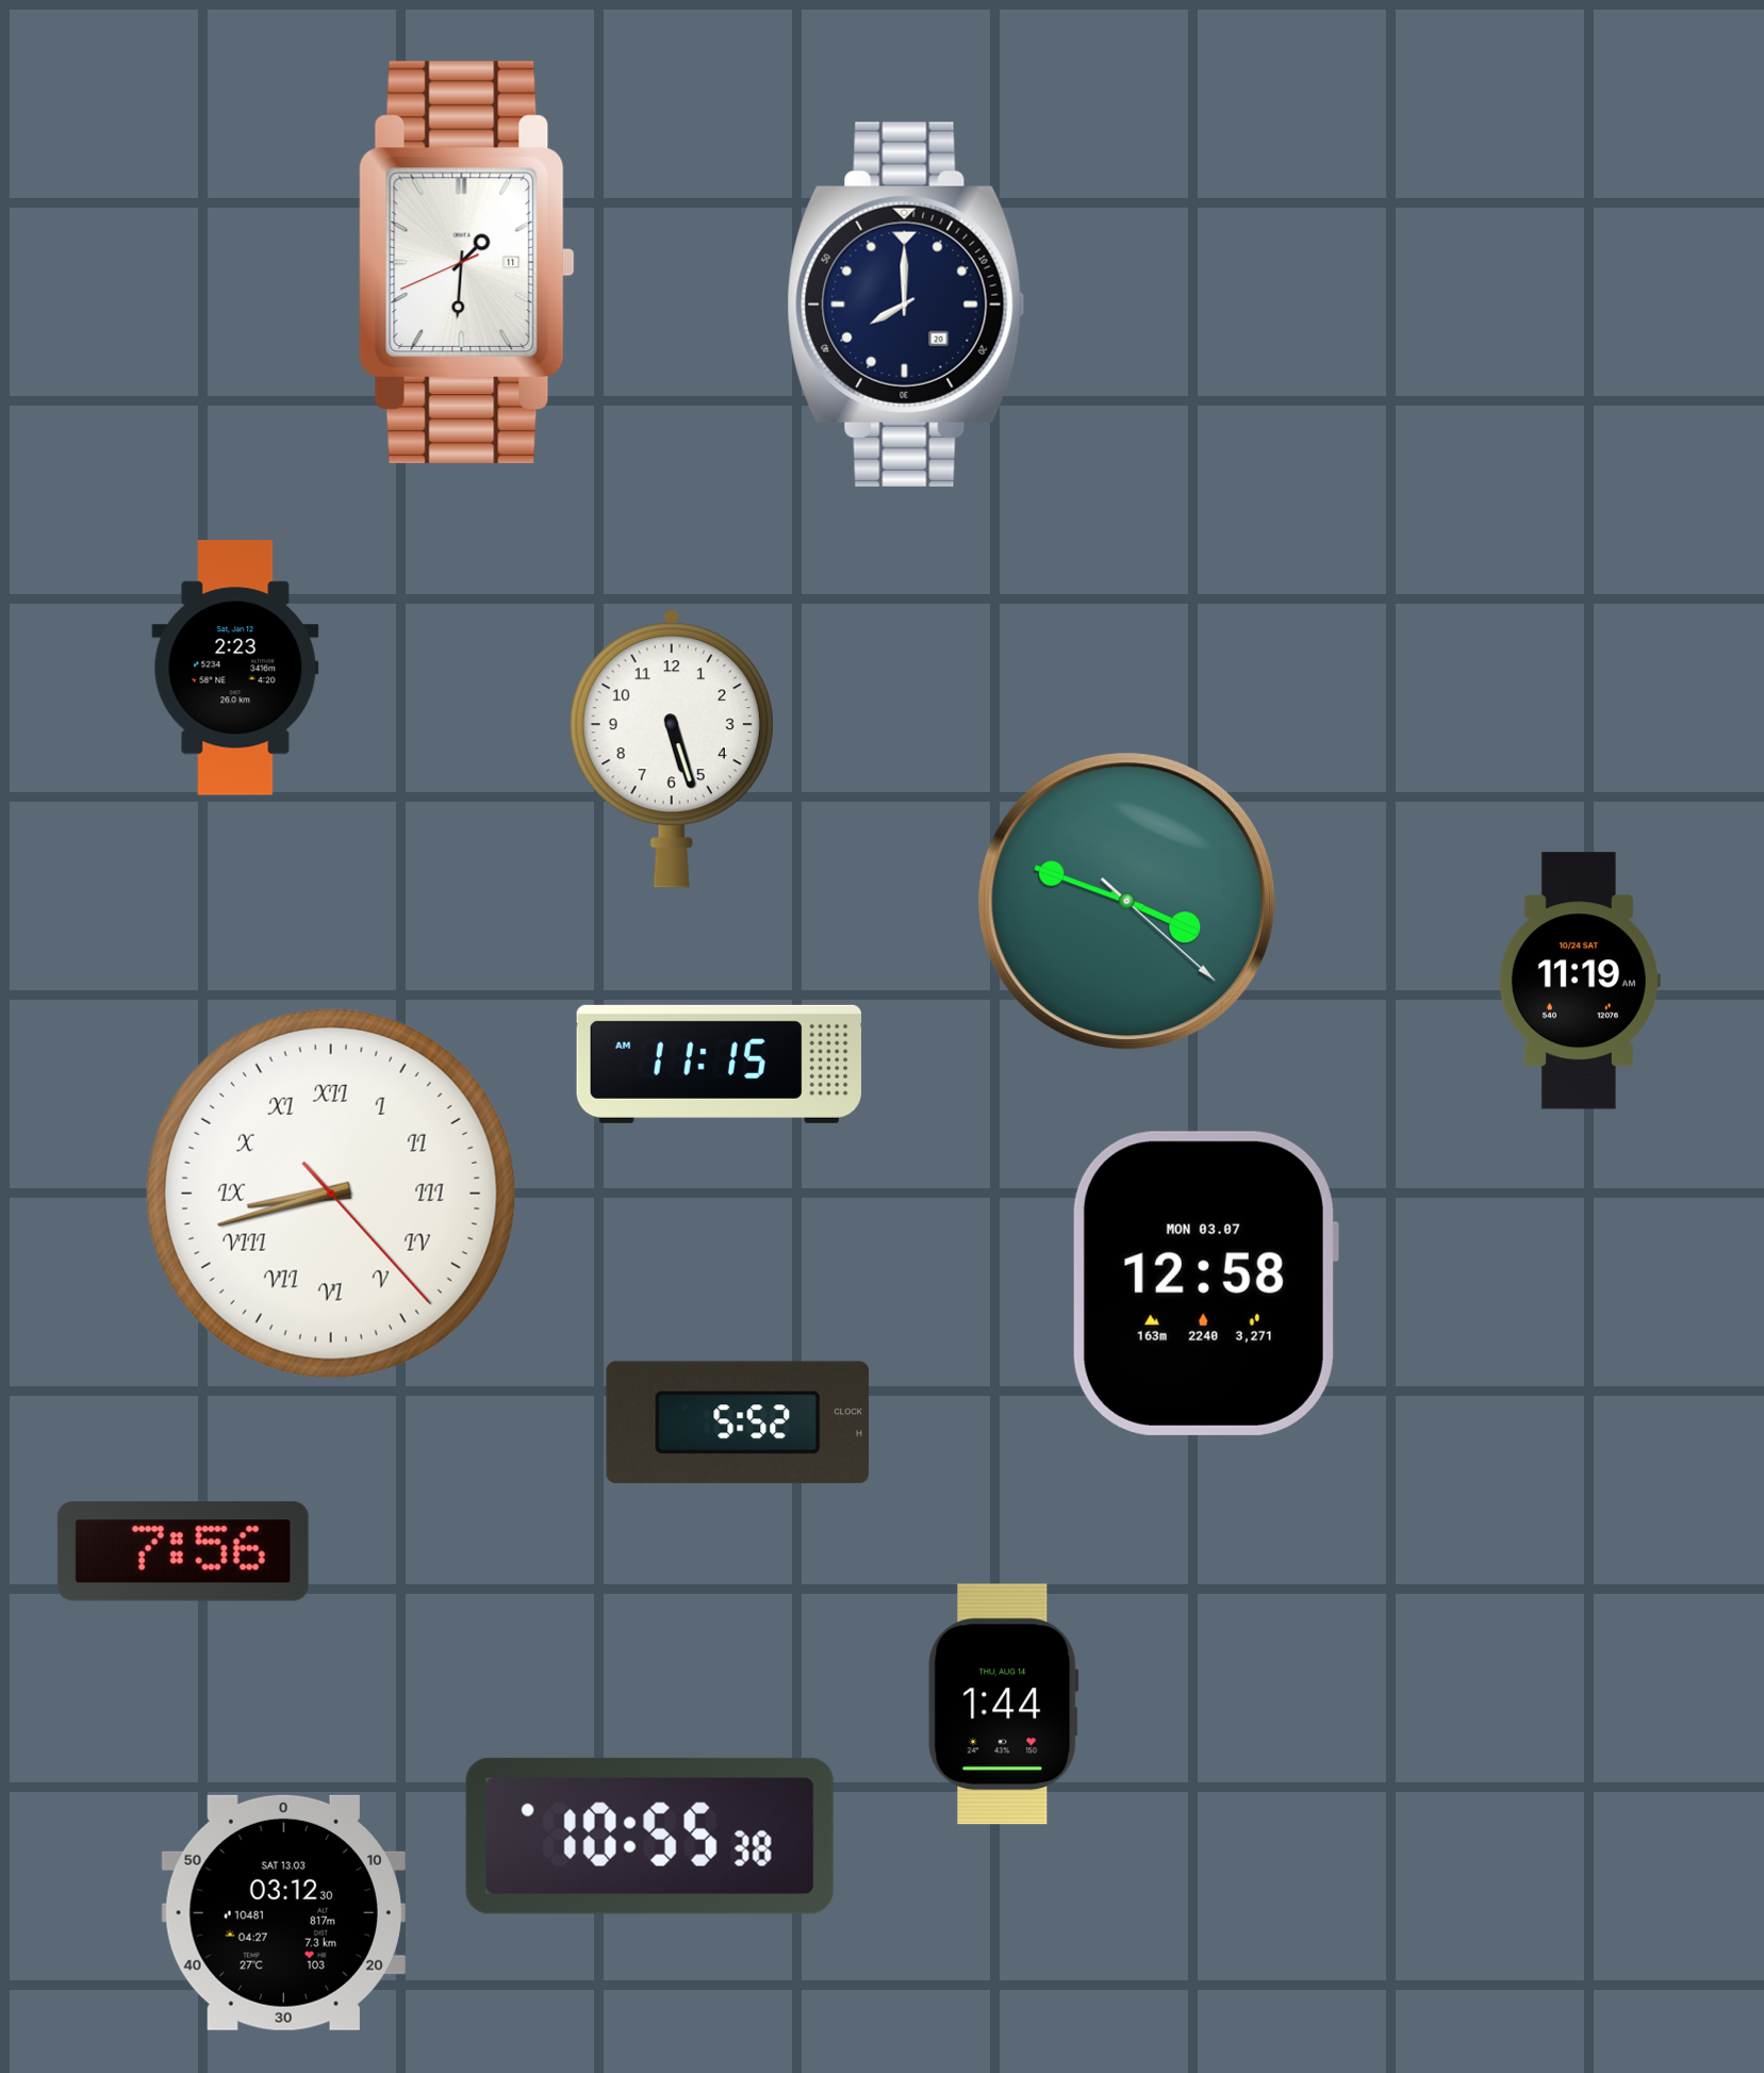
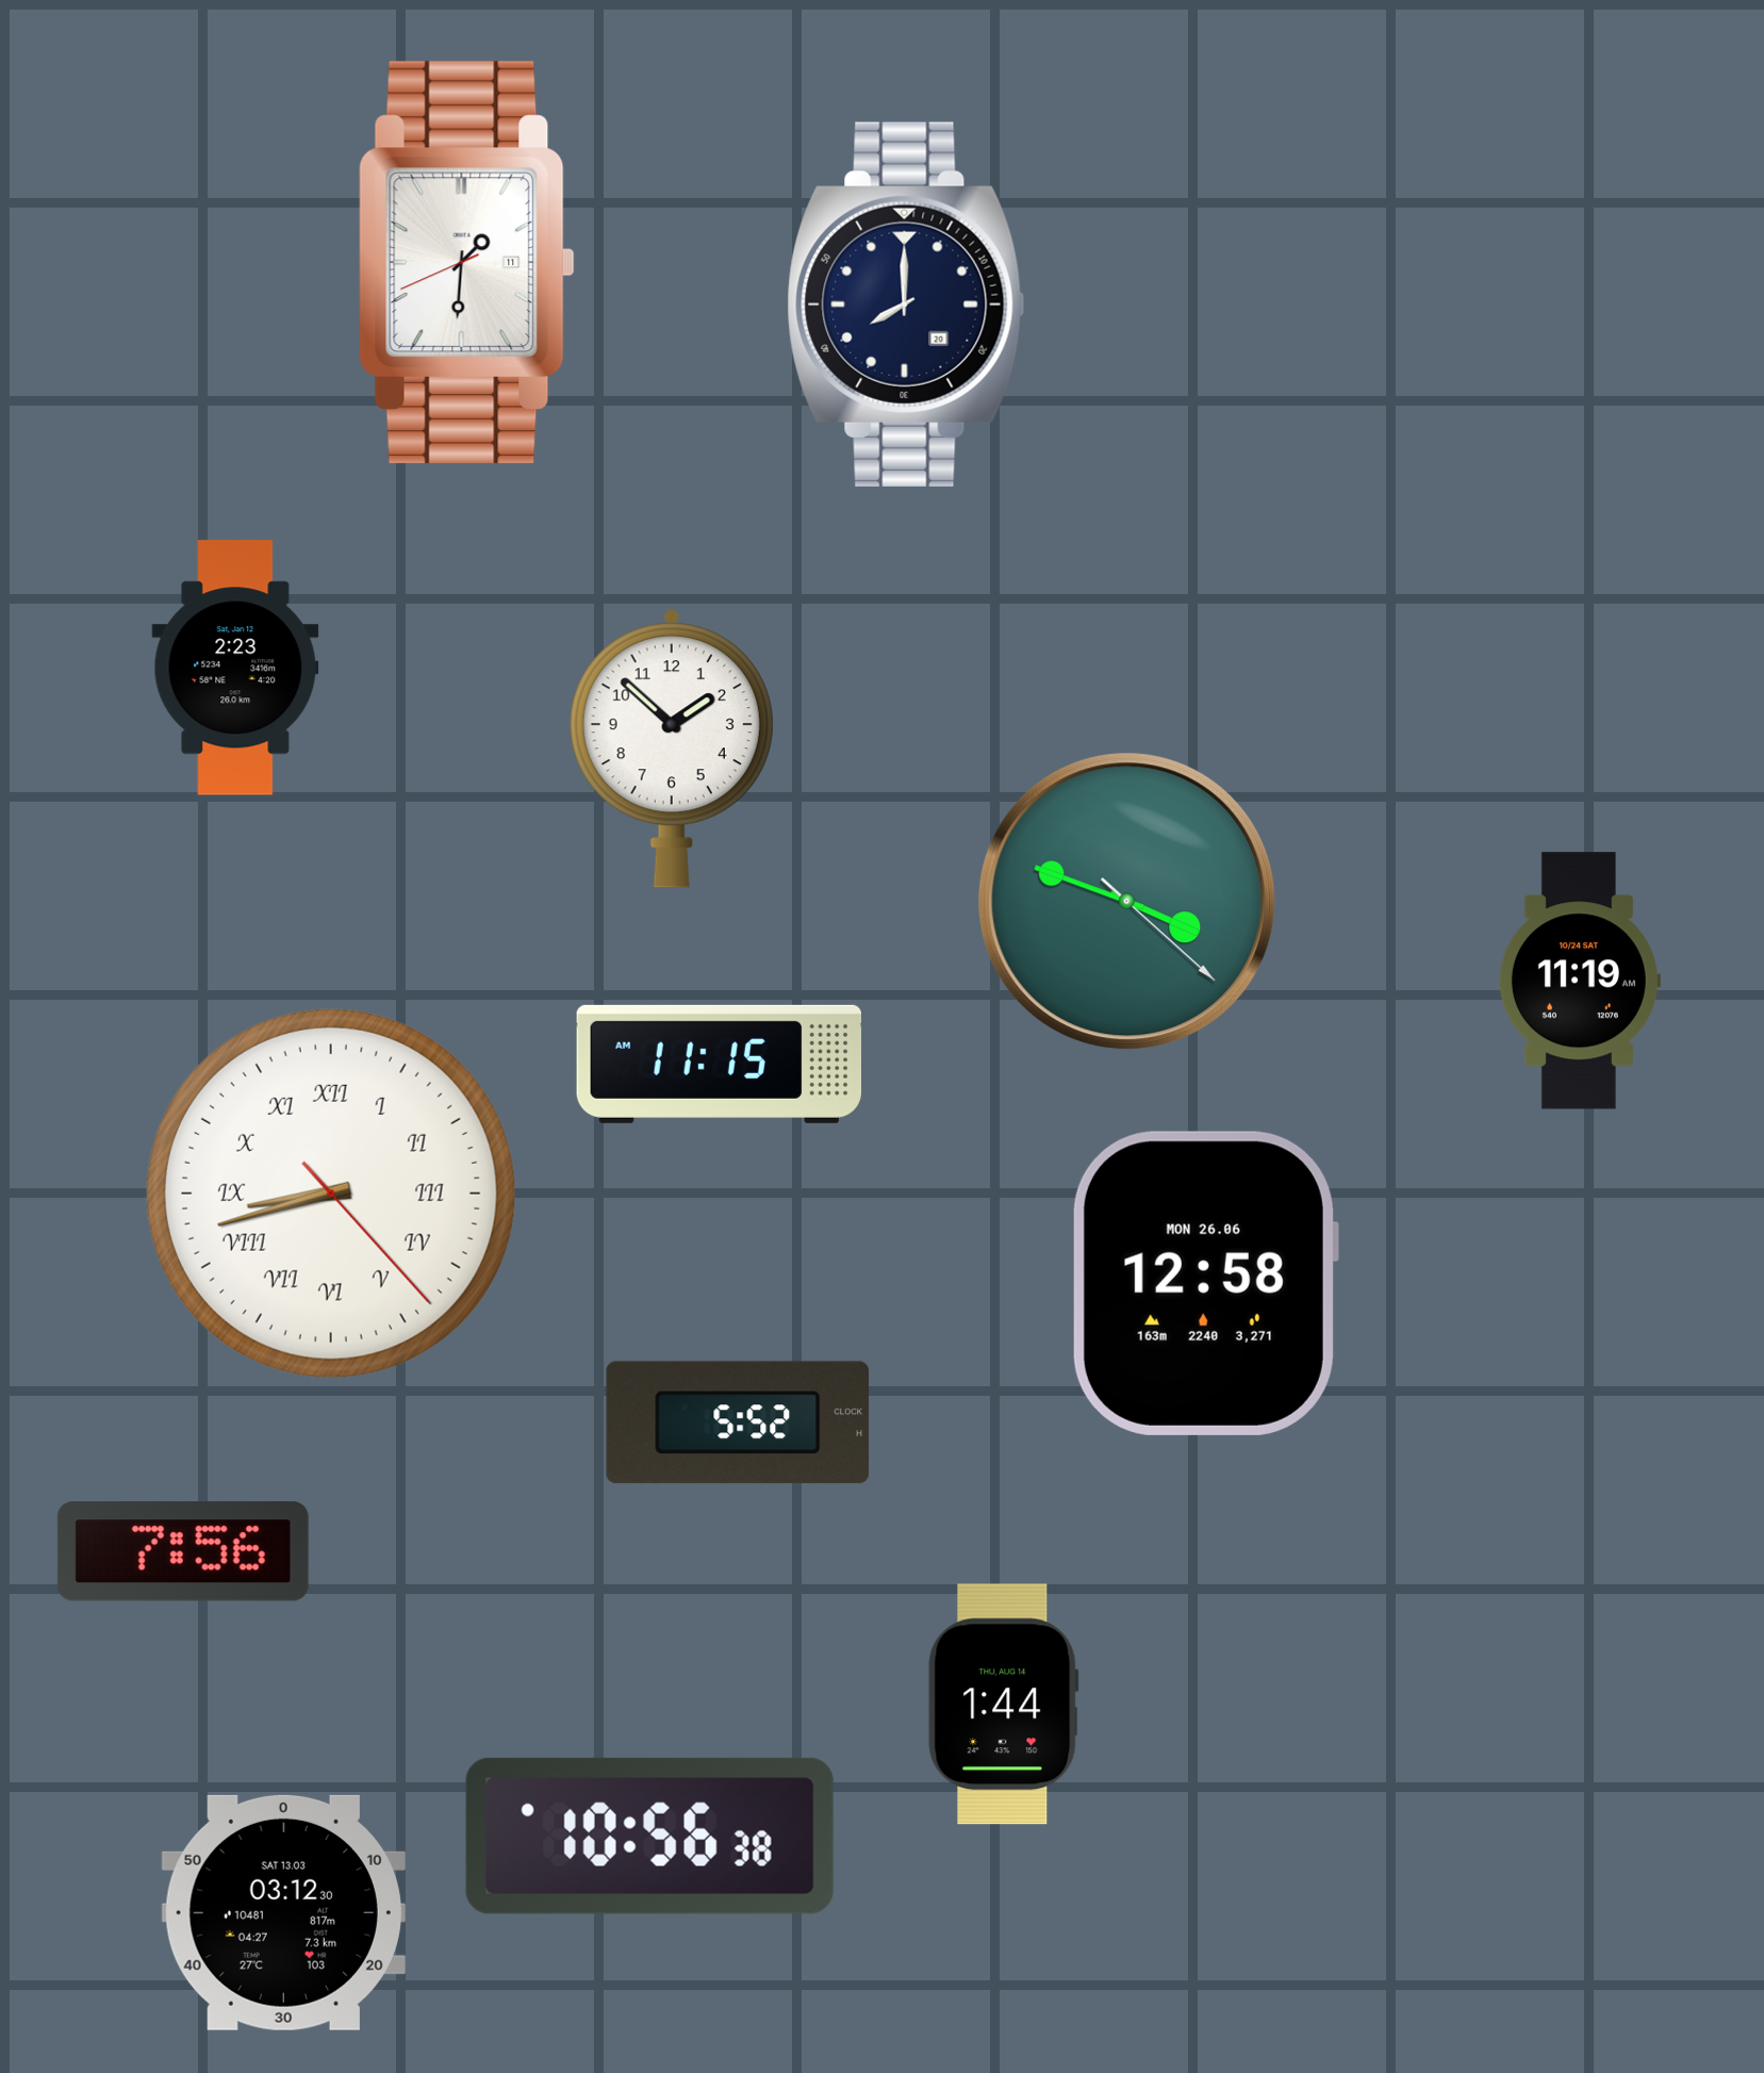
clock at (672, 748): 5:27 -> 1:52
clock at (1205, 1283) date: MON 03.07 -> MON 26.06
clock at (649, 1836): 10:55 -> 10:56
